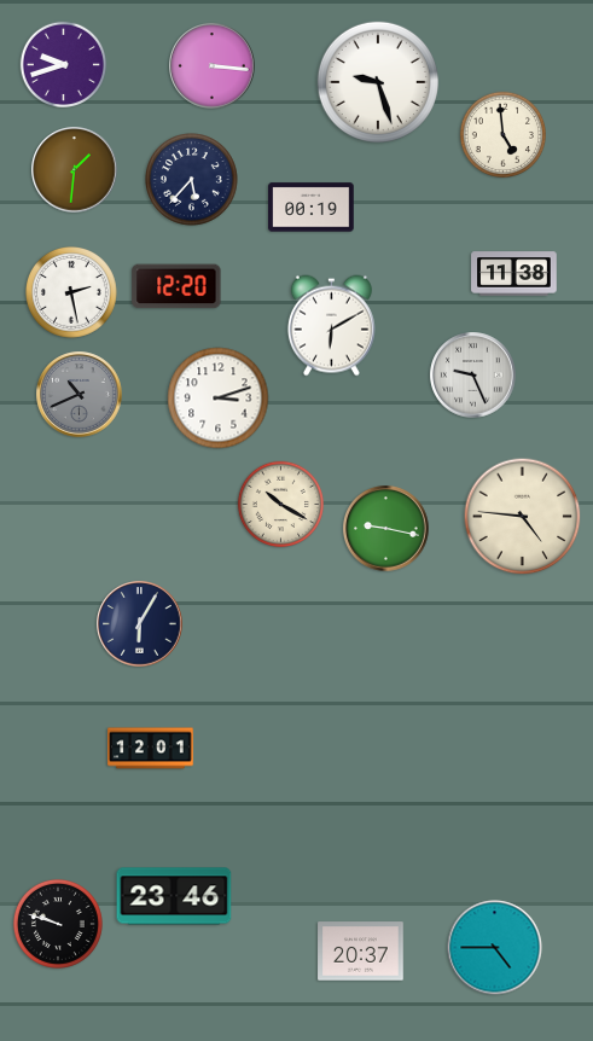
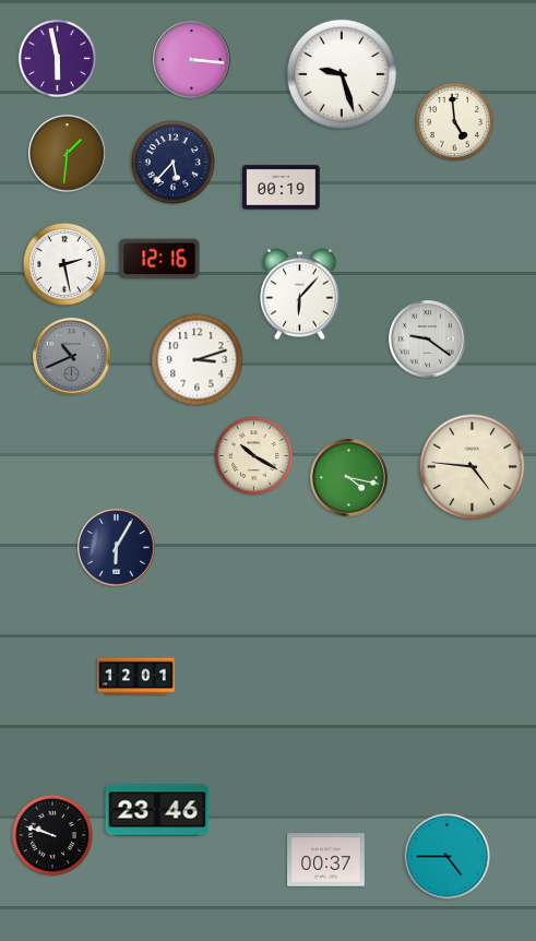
clock at (63, 64): 9:42 -> 5:58
clock at (514, 274): 11:38 -> none
clock at (176, 286): 12:20 -> 12:16
clock at (331, 326): 6:10 -> 6:07
clock at (473, 376): 9:26 -> 9:21
clock at (386, 529): 9:17 -> 4:17
clock at (140, 624) position: (140, 624) -> (117, 548)
clock at (361, 952): 20:37 -> 00:37
